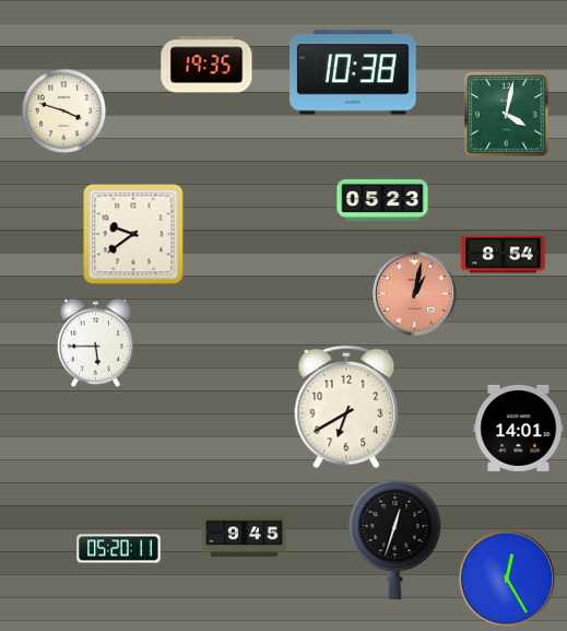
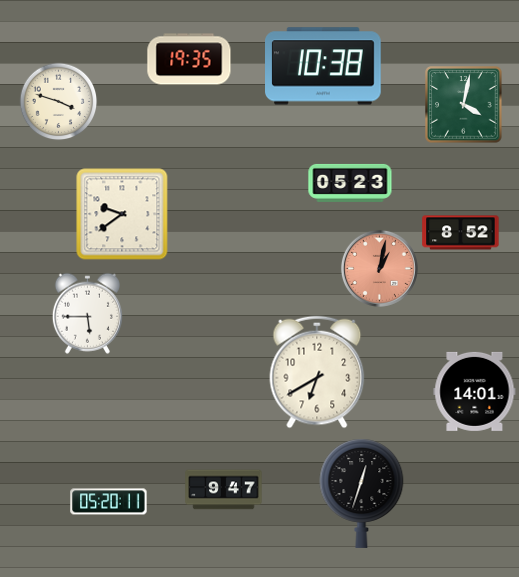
clock at (504, 255): 8:54 -> 8:52
clock at (245, 536): 9:45 -> 9:47
clock at (507, 579): 12:25 -> none
